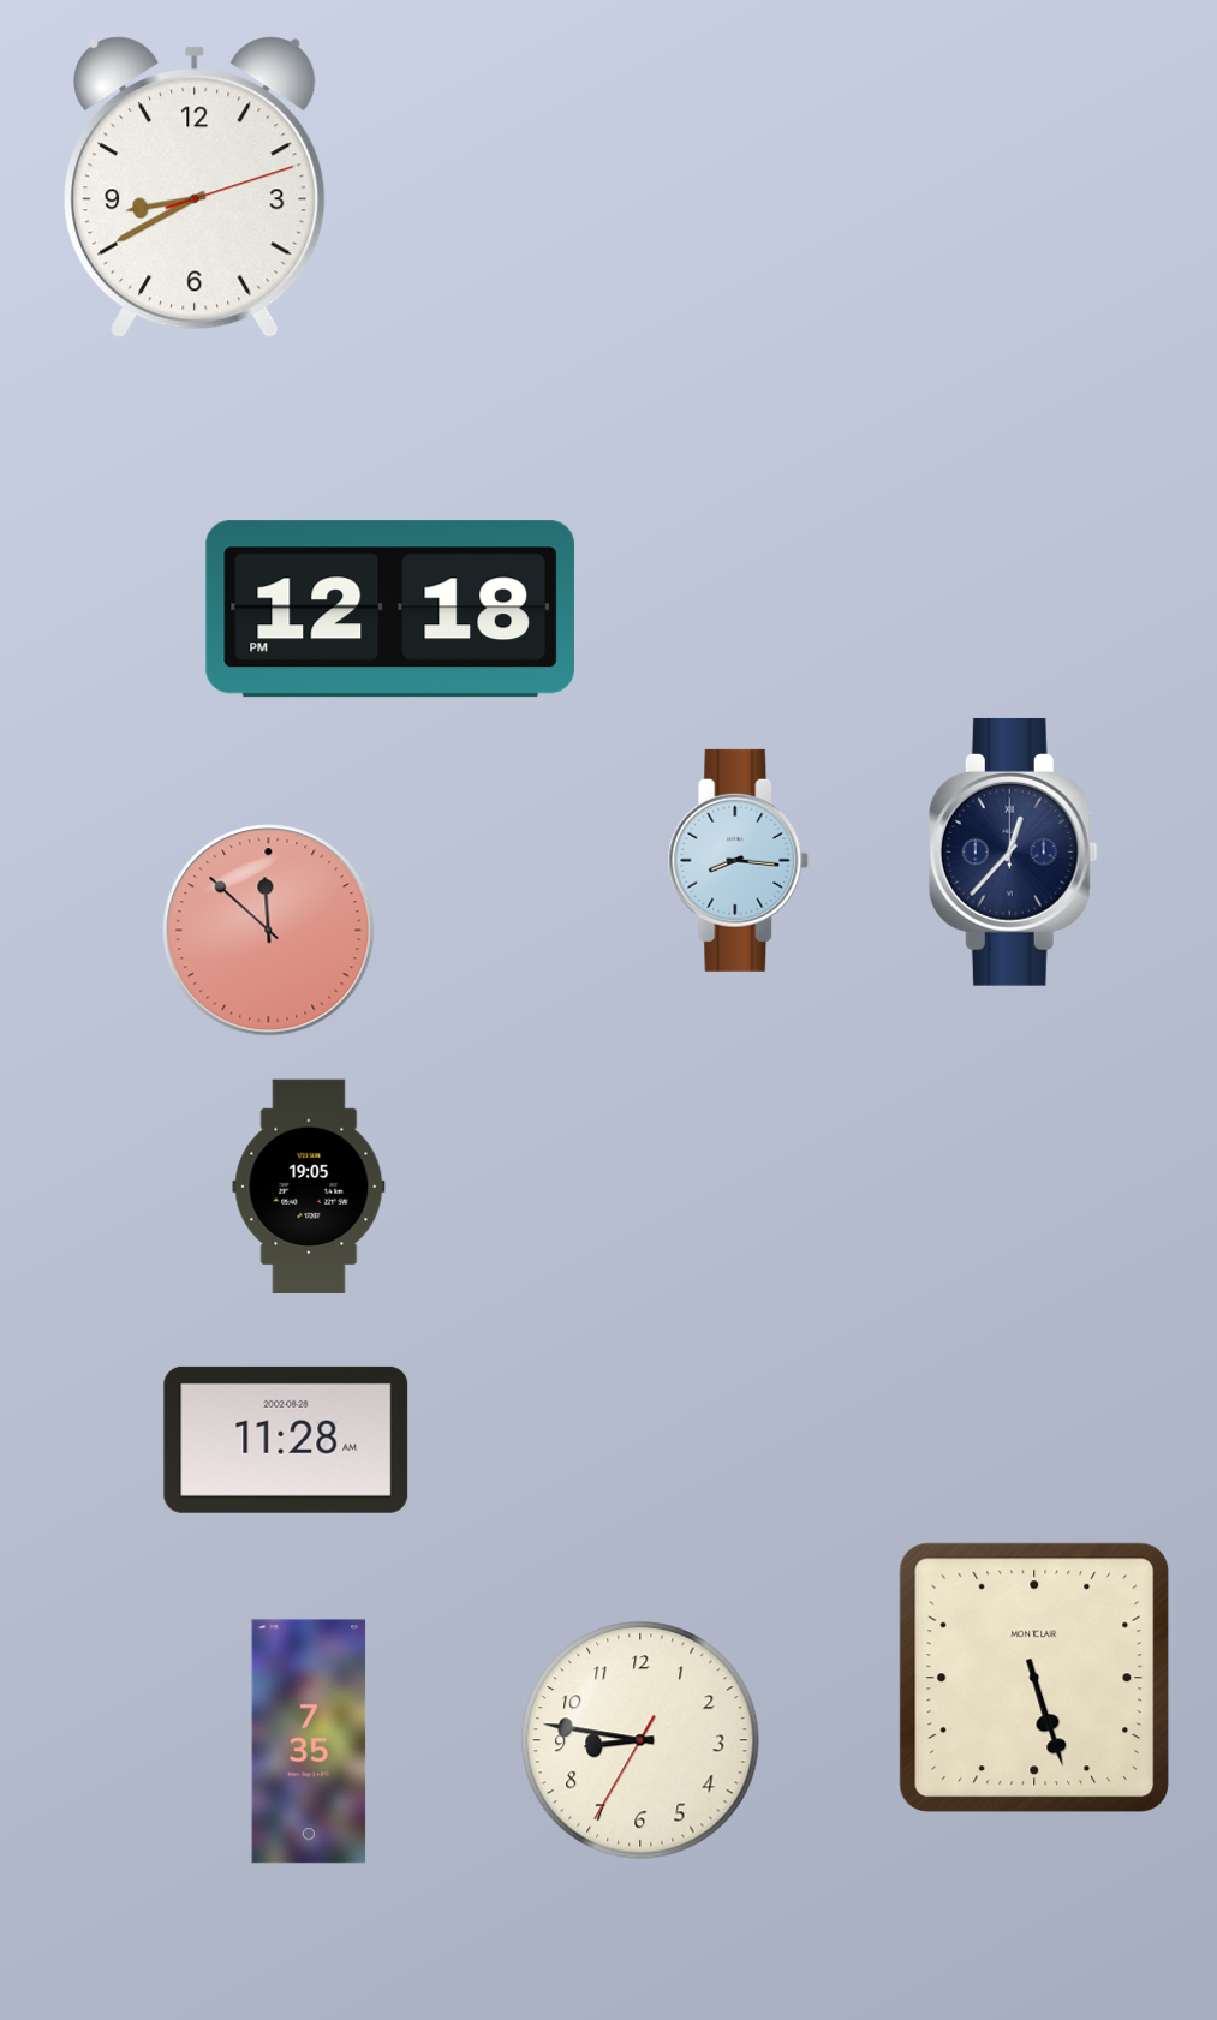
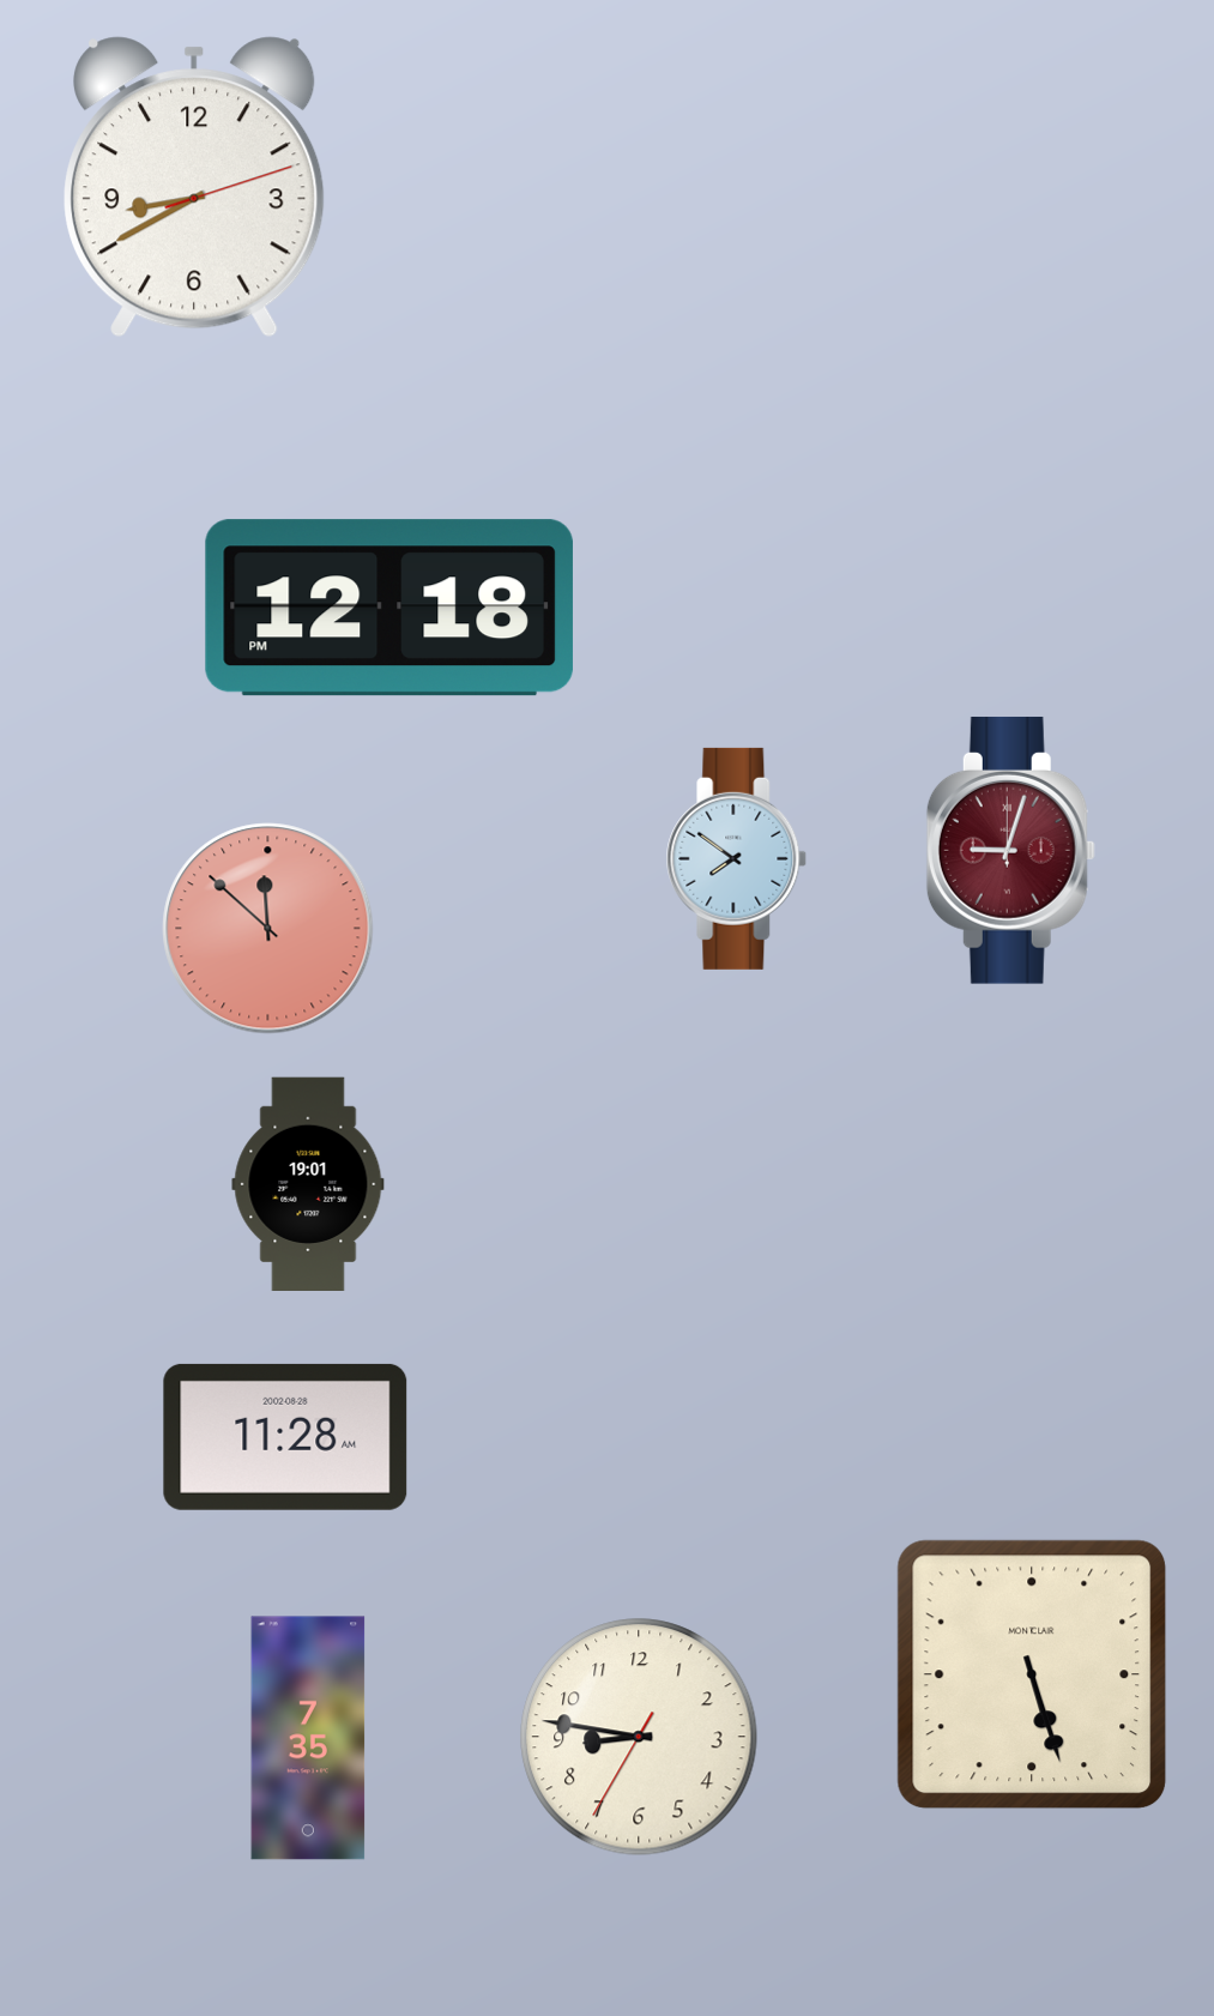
clock at (1013, 851): 12:37 -> 9:03
clock at (1013, 851) dial: navy -> burgundy
clock at (739, 860): 8:16 -> 7:51
clock at (309, 1185): 19:05 -> 19:01
